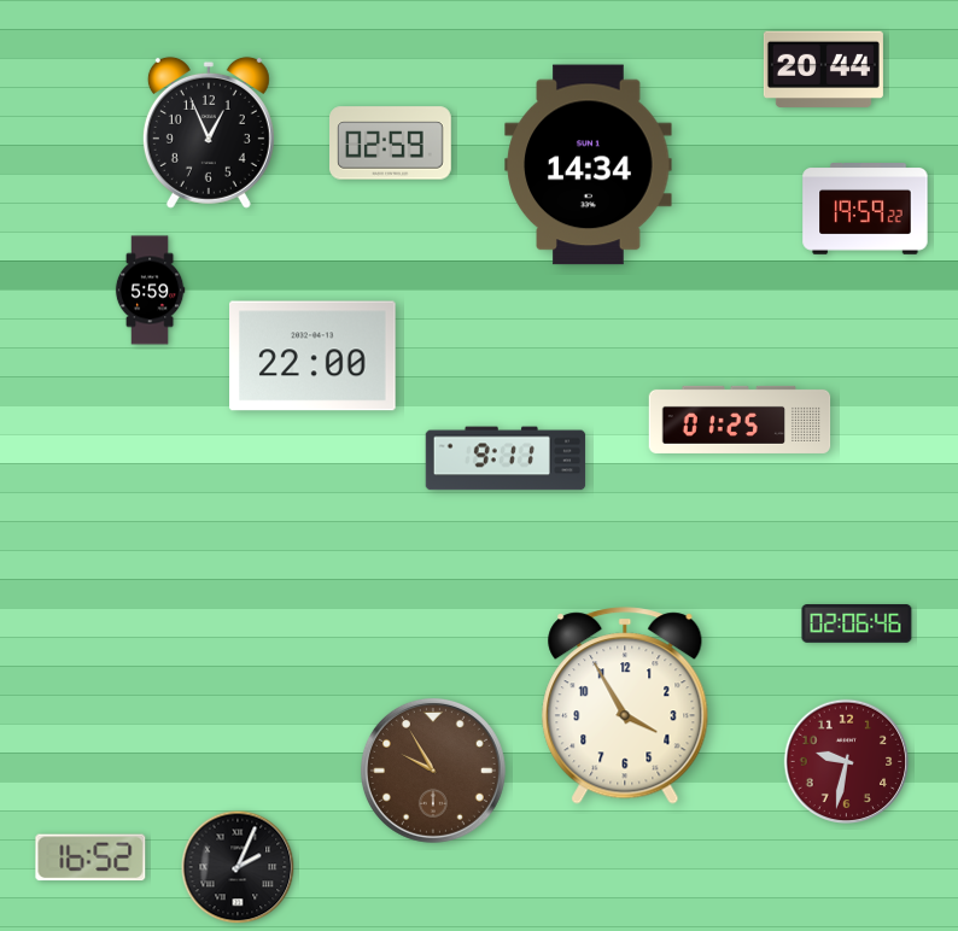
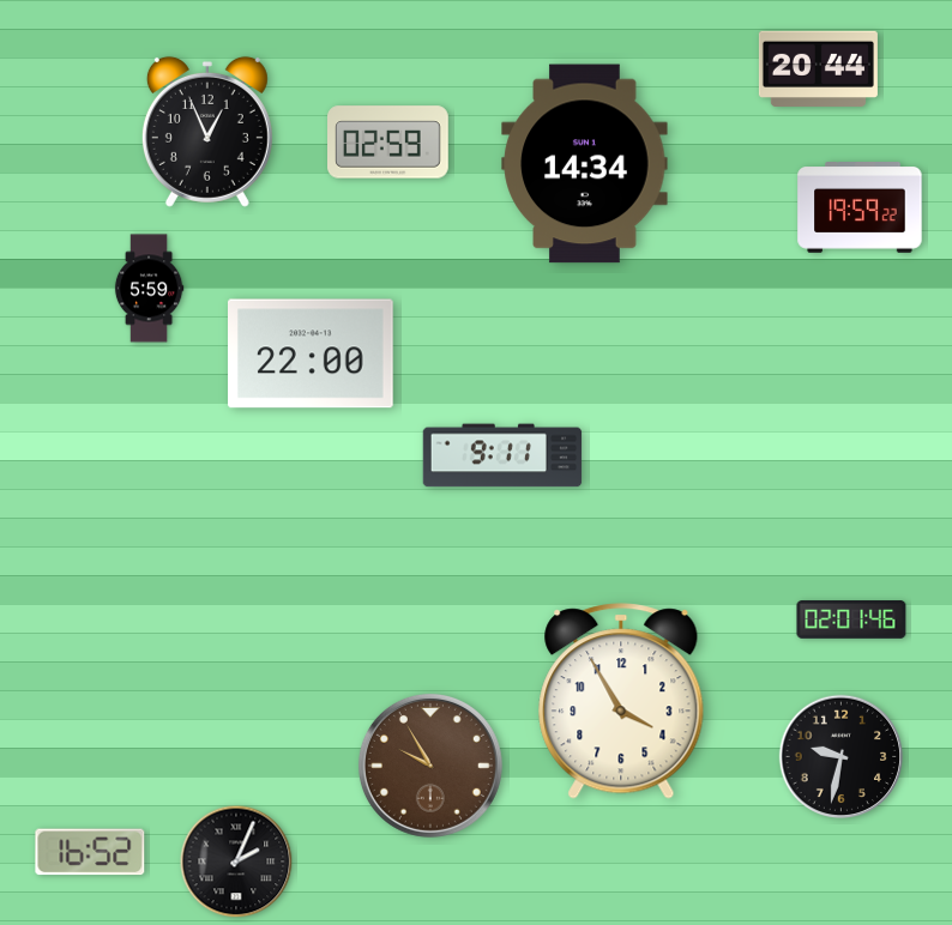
clock at (740, 420): 01:25 -> none
clock at (857, 623): 02:06 -> 02:01
clock at (847, 762) dial: burgundy -> black
